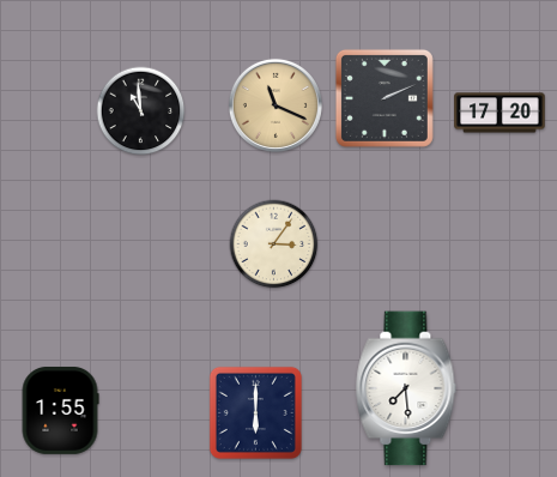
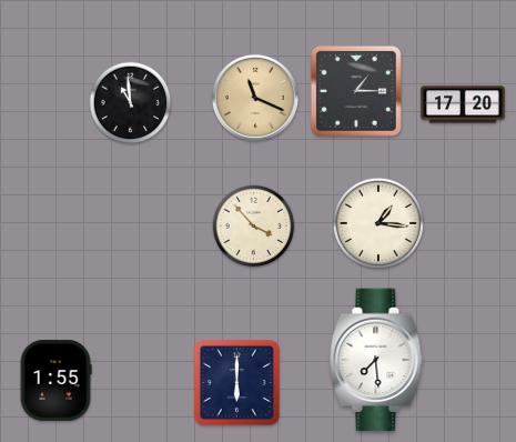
clock at (385, 98): 2:11 -> 1:15
clock at (378, 223): none -> 1:16
clock at (274, 244): 3:06 -> 3:53
